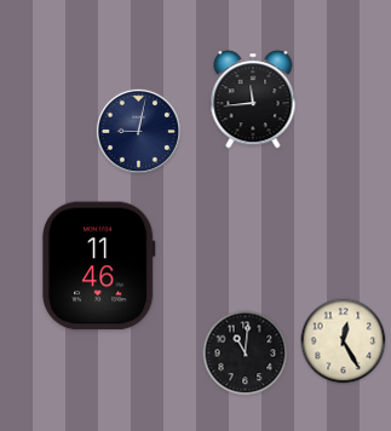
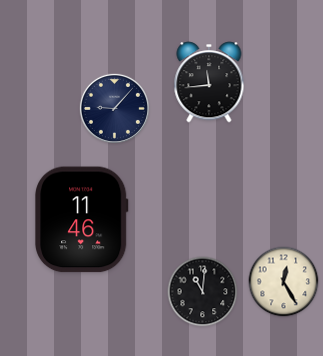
clock at (138, 131): 9:02 -> 9:07
